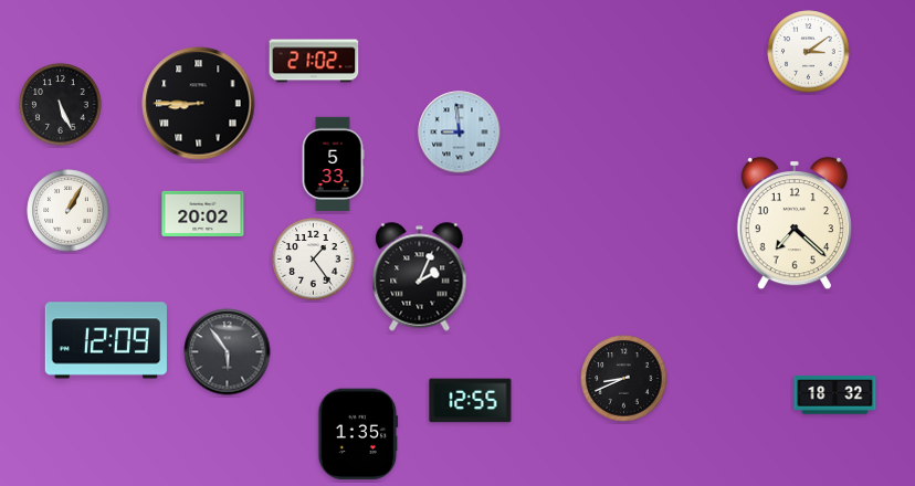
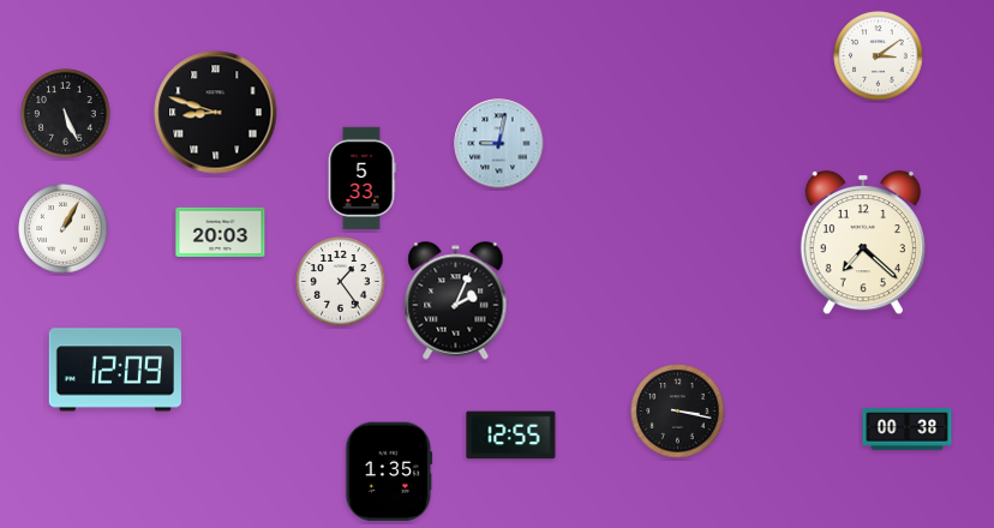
clock at (314, 61): 21:02 -> none
clock at (199, 104): 8:45 -> 8:48
clock at (460, 133): 8:59 -> 9:02
clock at (69, 211) position: (69, 211) -> (64, 229)
clock at (203, 213): 20:02 -> 20:03
clock at (228, 352): 5:54 -> none
clock at (624, 379): 8:41 -> 3:17
clock at (835, 395): 18:32 -> 00:38
